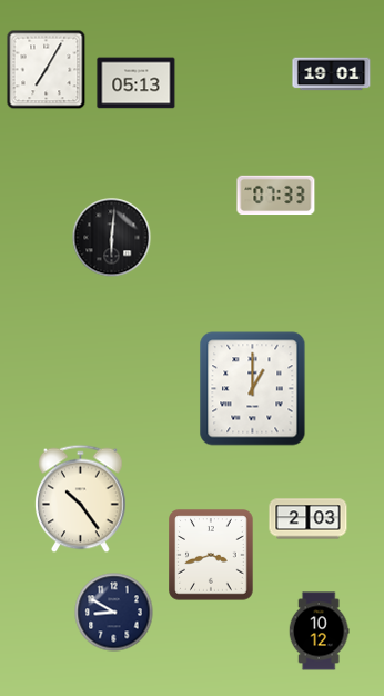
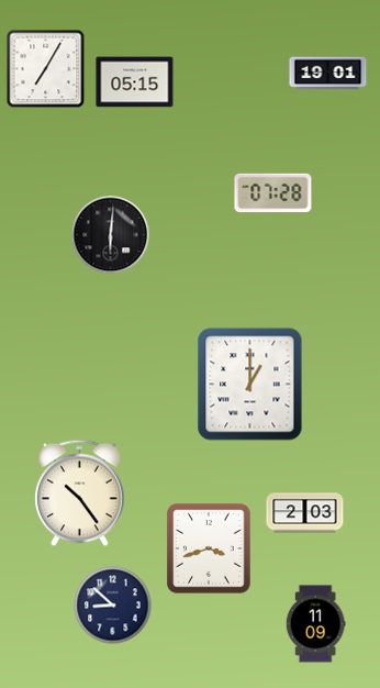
clock at (137, 83): 05:13 -> 05:15
clock at (276, 196): 07:33 -> 07:28
clock at (114, 613): 8:50 -> 8:52
clock at (319, 632): 10:12 -> 11:09
